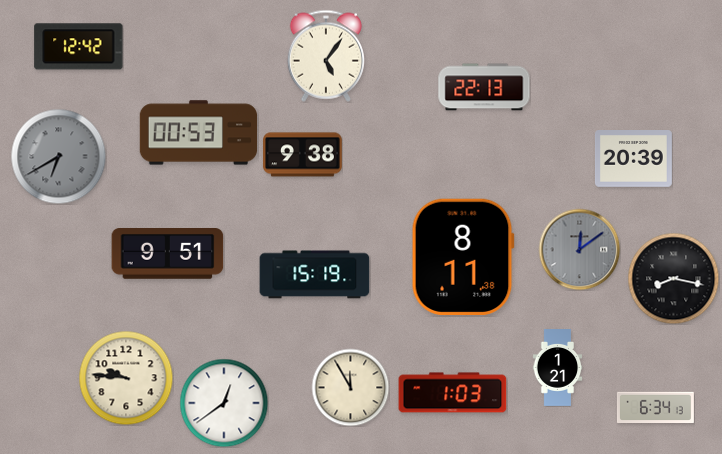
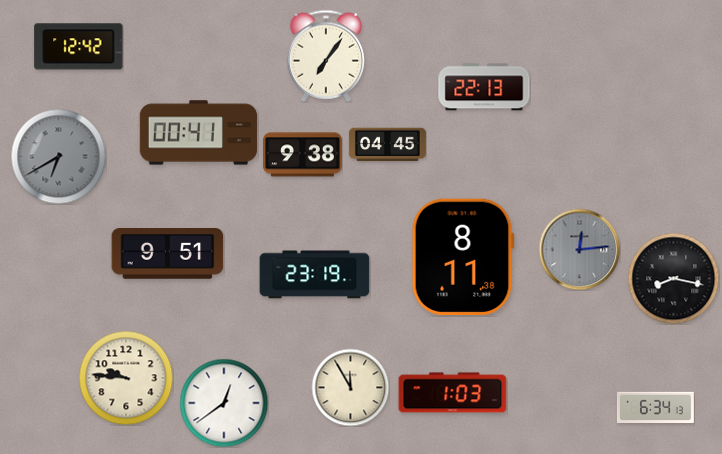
clock at (325, 56): 5:06 -> 7:06
clock at (199, 133): 00:53 -> 00:41
clock at (387, 145): none -> 04:45
clock at (633, 159): 20:39 -> none
clock at (579, 249): 12:09 -> 12:14
clock at (315, 275): 15:19 -> 23:19
clock at (558, 368): 1:21 -> none
